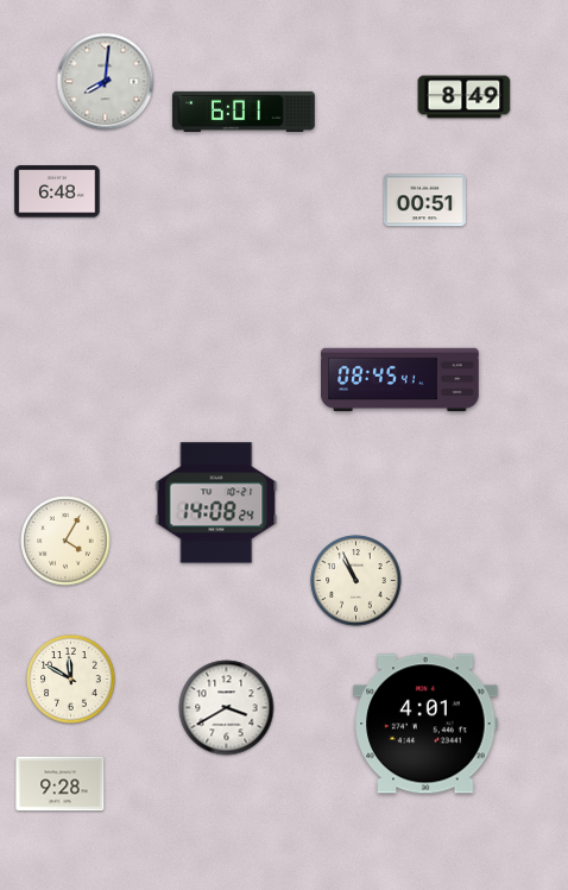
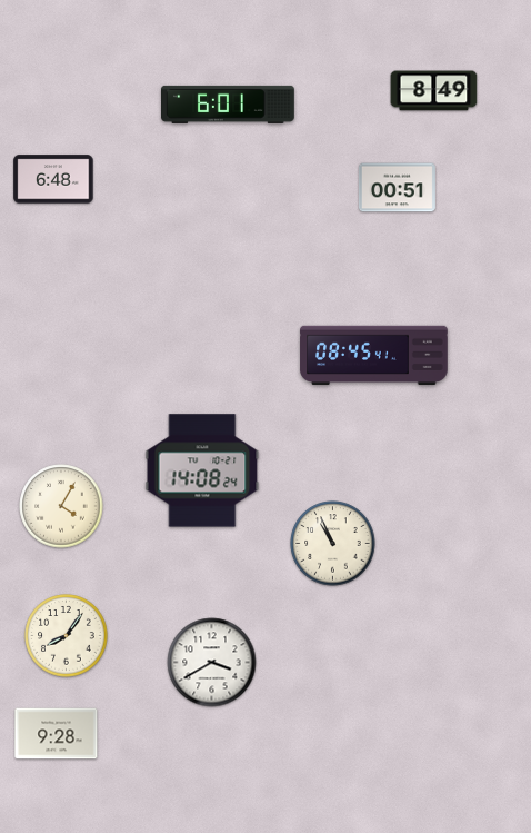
clock at (106, 82): 8:01 -> none
clock at (71, 680): 11:50 -> 8:06
clock at (425, 724): 4:01 -> none
